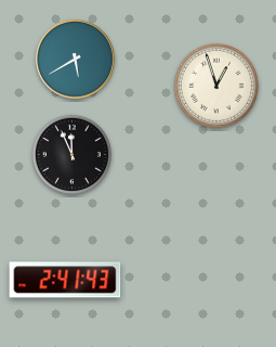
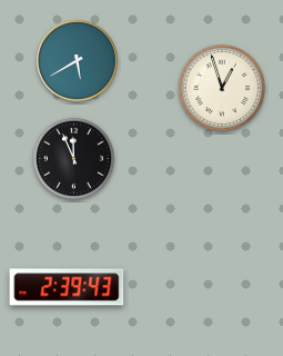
clock at (65, 280): 2:41 -> 2:39
